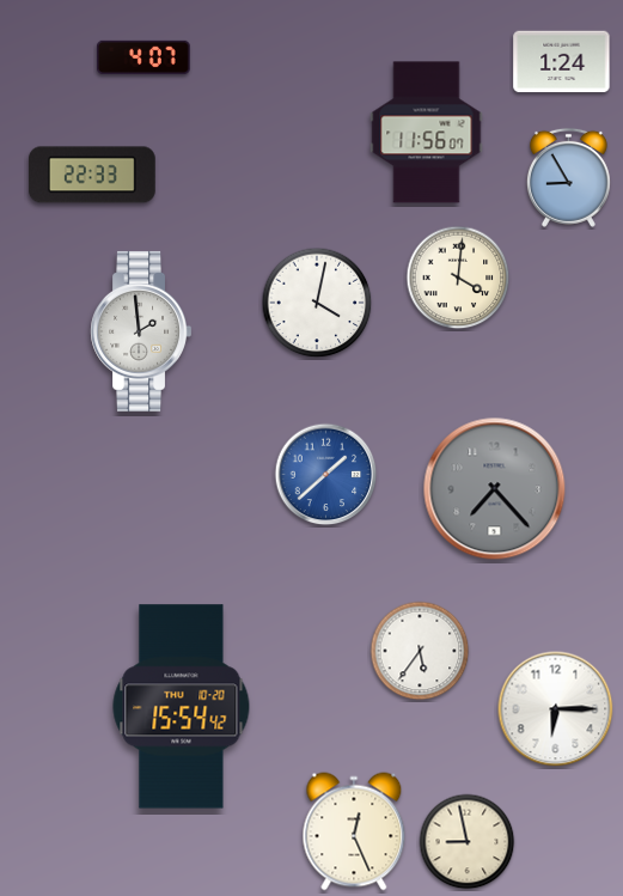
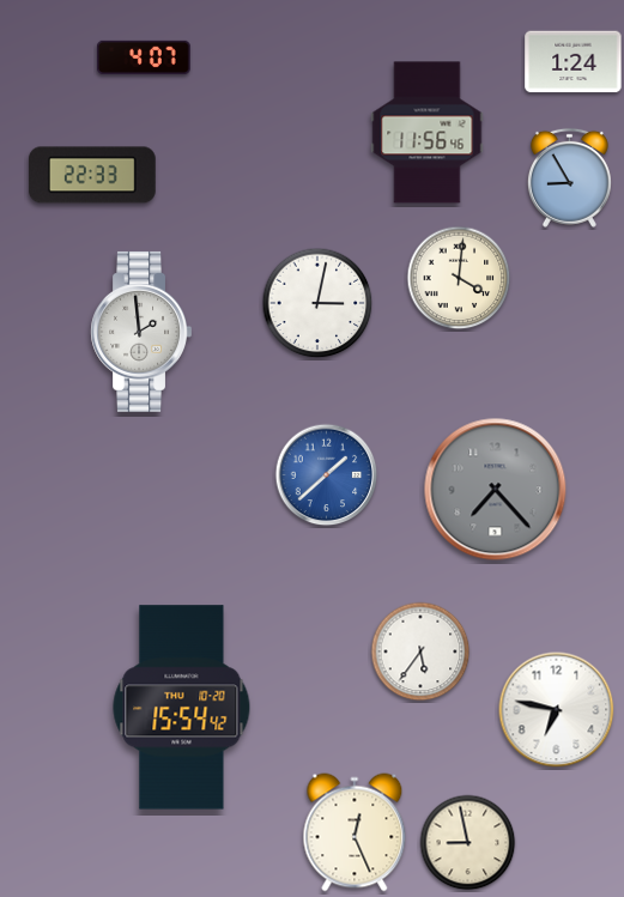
clock at (562, 62) position: (562, 62) -> (574, 62)
clock at (427, 133): 11:56:07 -> 11:56:46
clock at (317, 303): 4:02 -> 3:02
clock at (556, 709): 6:15 -> 6:47
